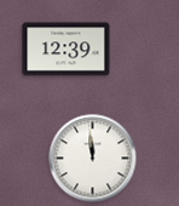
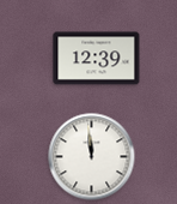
clock at (67, 50) position: (67, 50) -> (97, 59)
